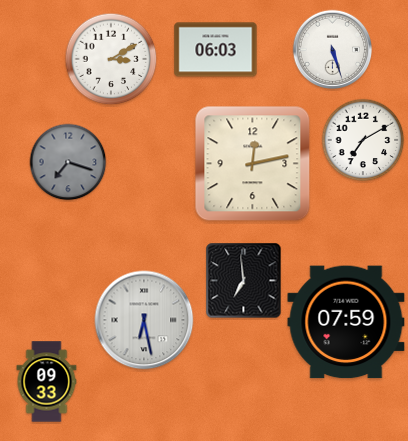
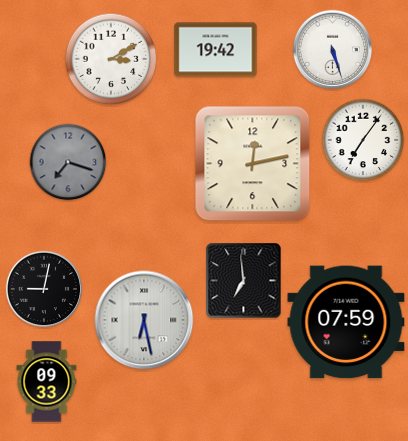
clock at (216, 50): 06:03 -> 19:42
clock at (363, 140): 7:10 -> 7:06
clock at (44, 289): none -> 9:02
